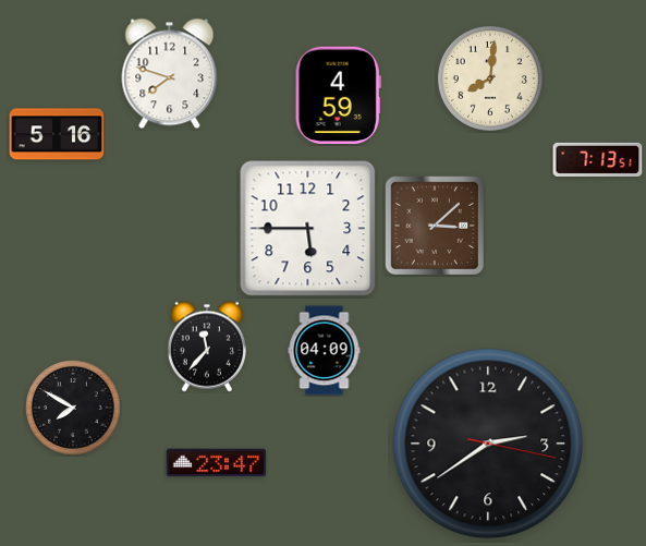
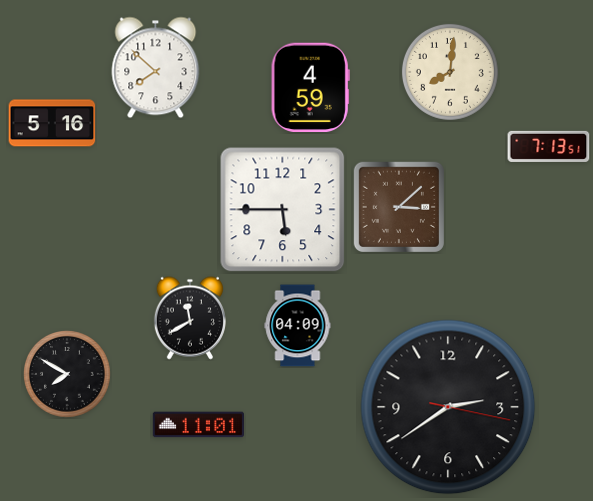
clock at (170, 74): 7:48 -> 7:52
clock at (207, 347): 11:37 -> 11:40
clock at (325, 351) position: (325, 351) -> (298, 326)
clock at (216, 463): 23:47 -> 11:01
